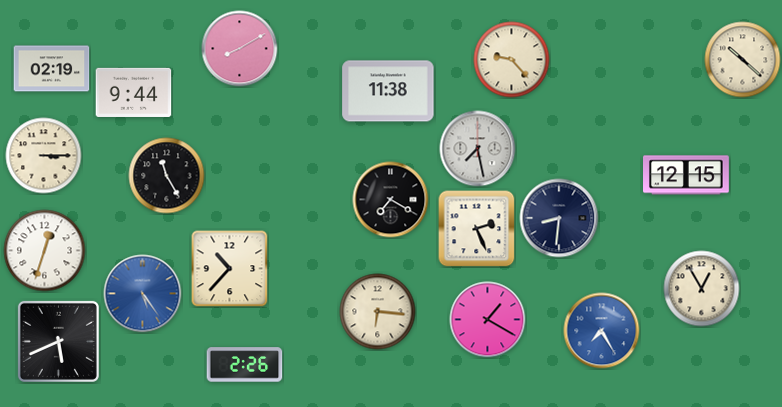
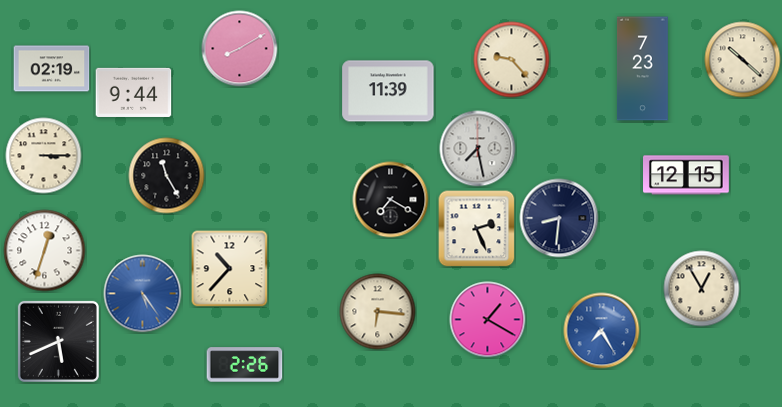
clock at (643, 69): none -> 7:23
clock at (388, 91): 11:38 -> 11:39
